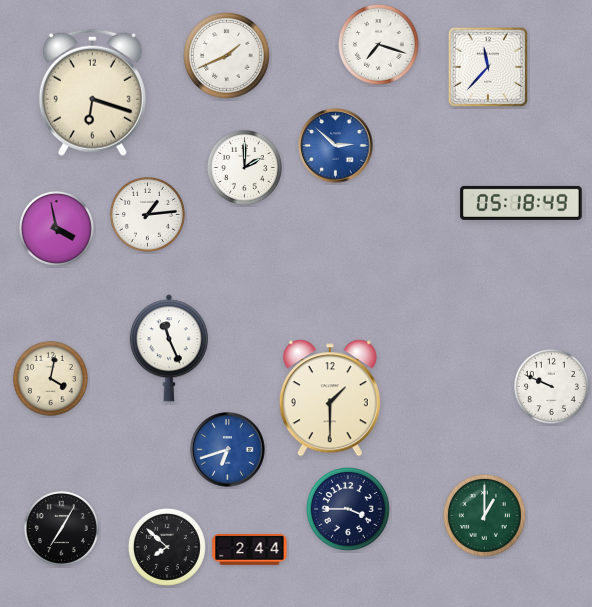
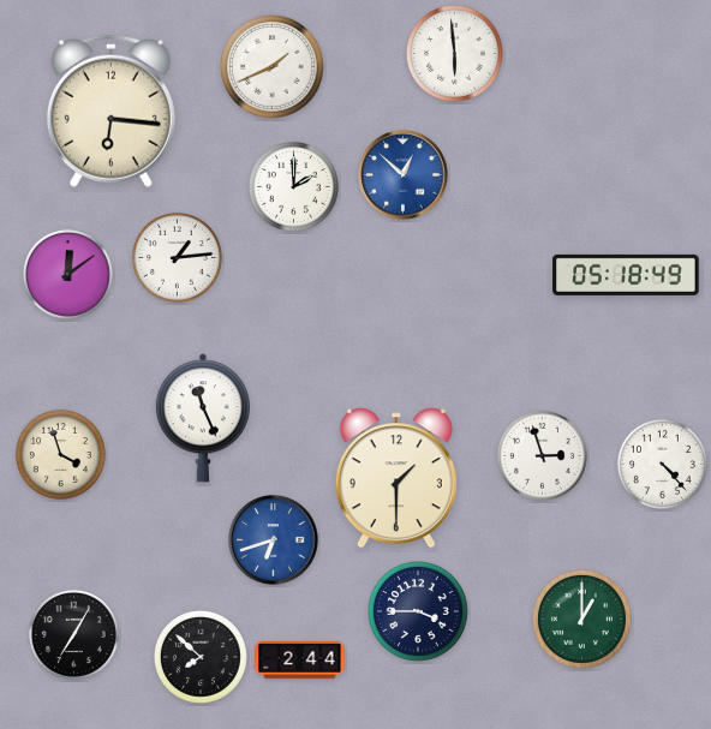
clock at (379, 45): 7:18 -> 5:59
clock at (488, 67): 11:37 -> none
clock at (92, 92): 6:18 -> 6:16
clock at (336, 146): 2:52 -> 12:52
clock at (244, 167) position: (244, 167) -> (293, 186)
clock at (521, 203) position: (521, 203) -> (626, 275)
clock at (56, 228): 3:58 -> 12:09
clock at (50, 378): 4:02 -> 3:57
clock at (542, 455): none -> 2:57
clock at (551, 386): 9:49 -> 4:23
